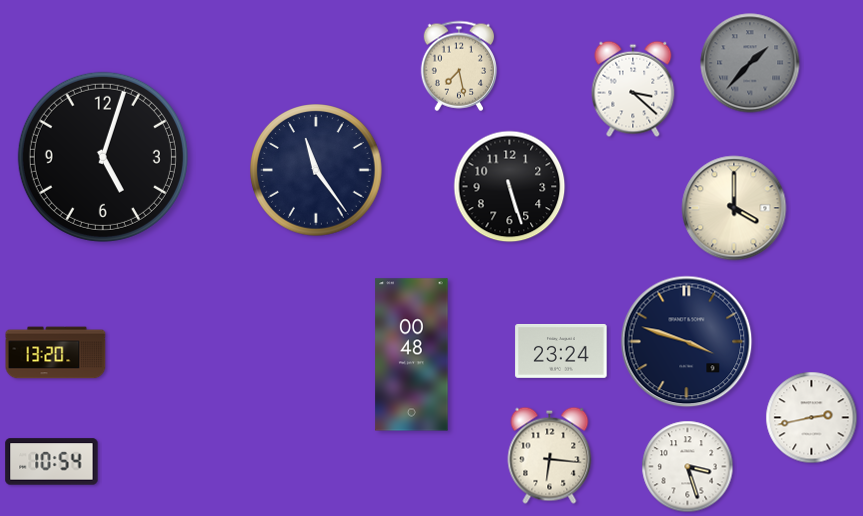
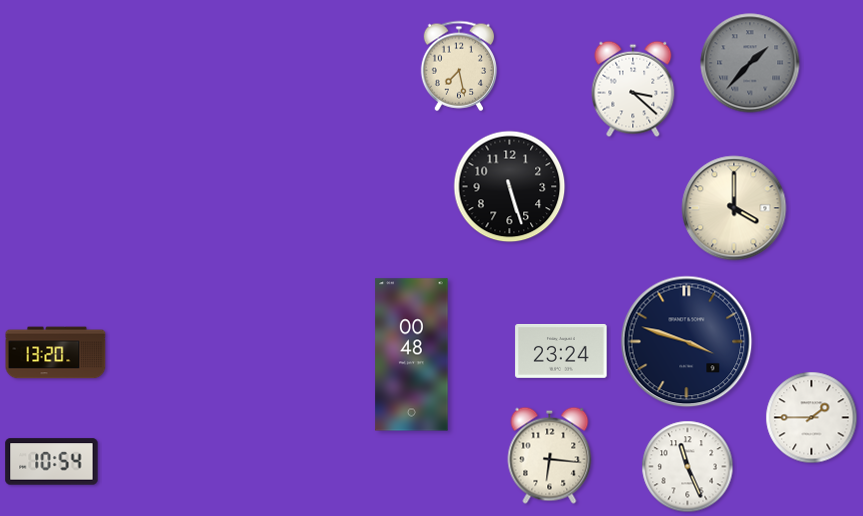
clock at (103, 157): 5:03 -> none
clock at (316, 170): 11:24 -> none
clock at (812, 418): 2:43 -> 1:45
clock at (688, 467): 3:27 -> 11:26
